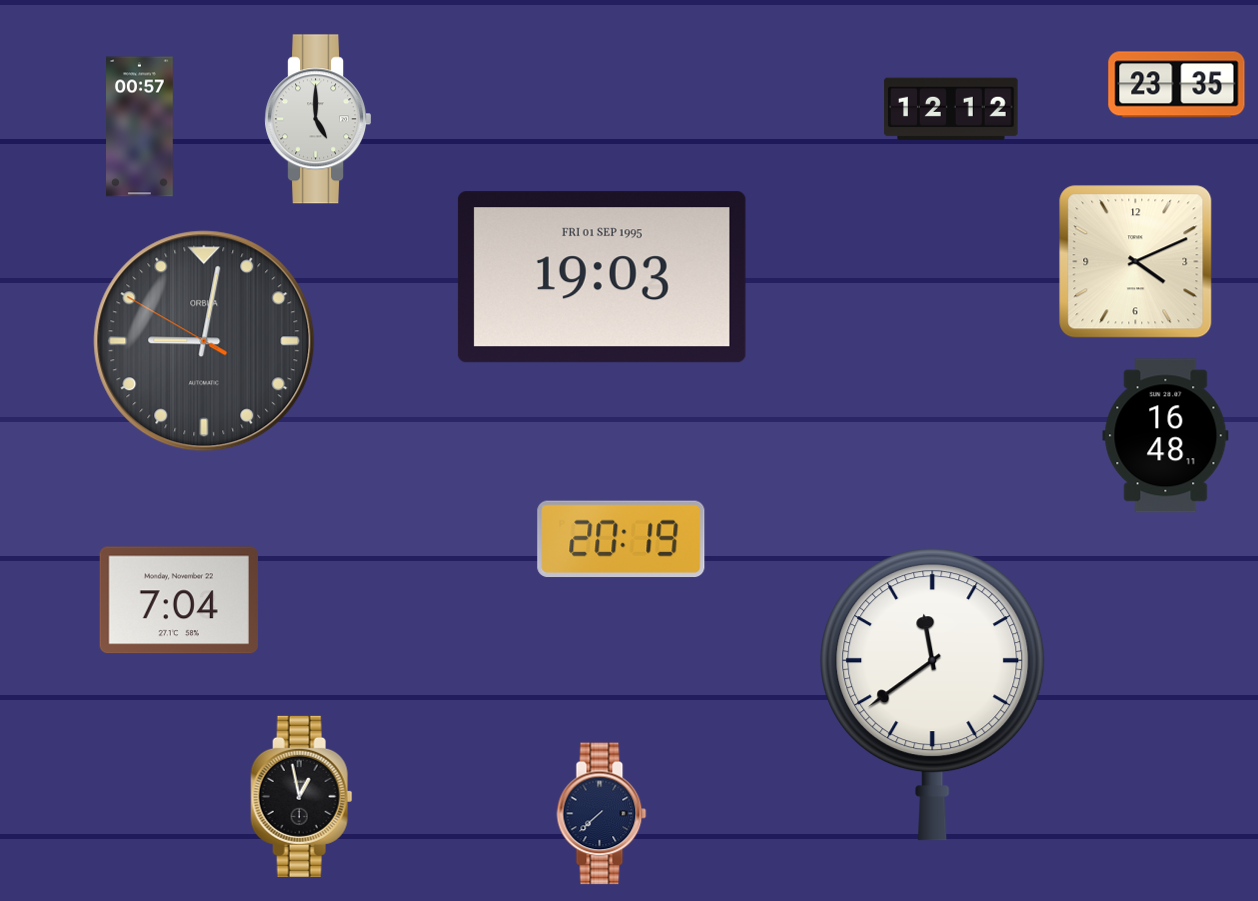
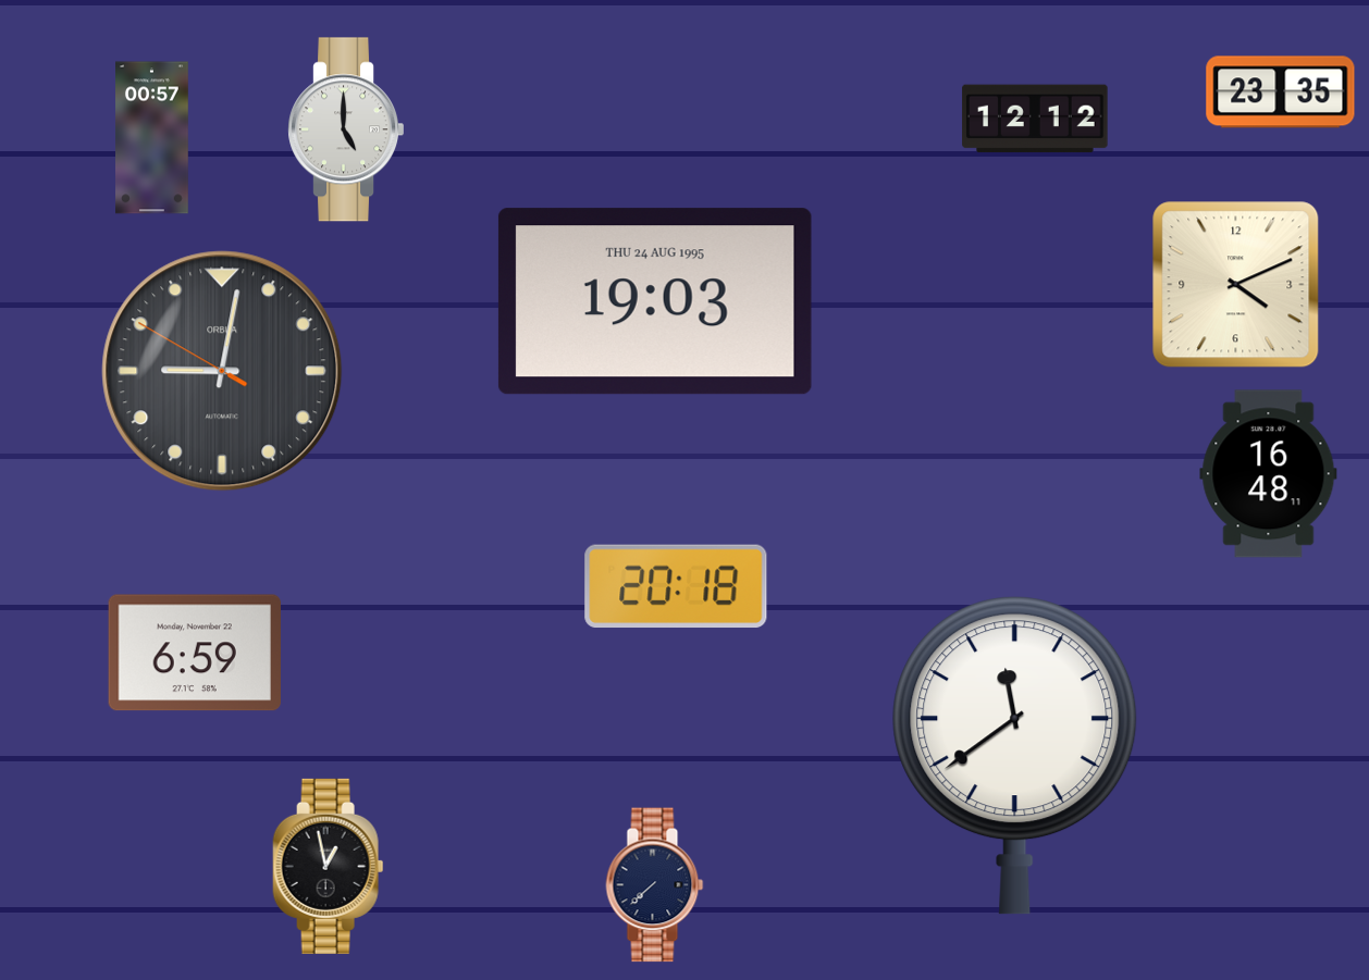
clock at (602, 277) date: FRI 01 SEP 1995 -> THU 24 AUG 1995
clock at (621, 539): 20:19 -> 20:18
clock at (179, 600): 7:04 -> 6:59
